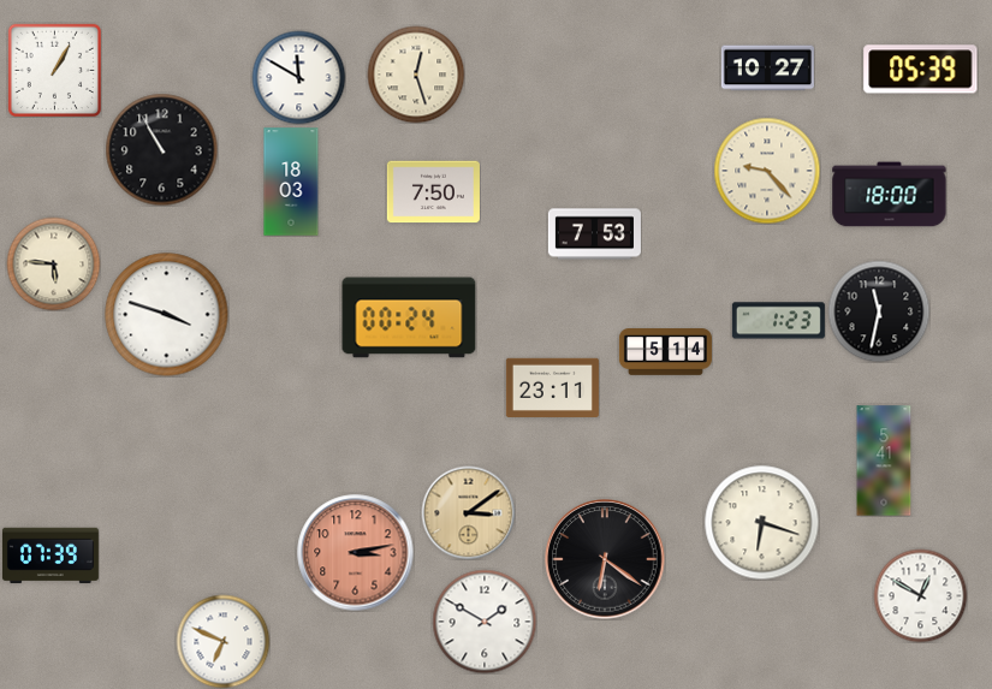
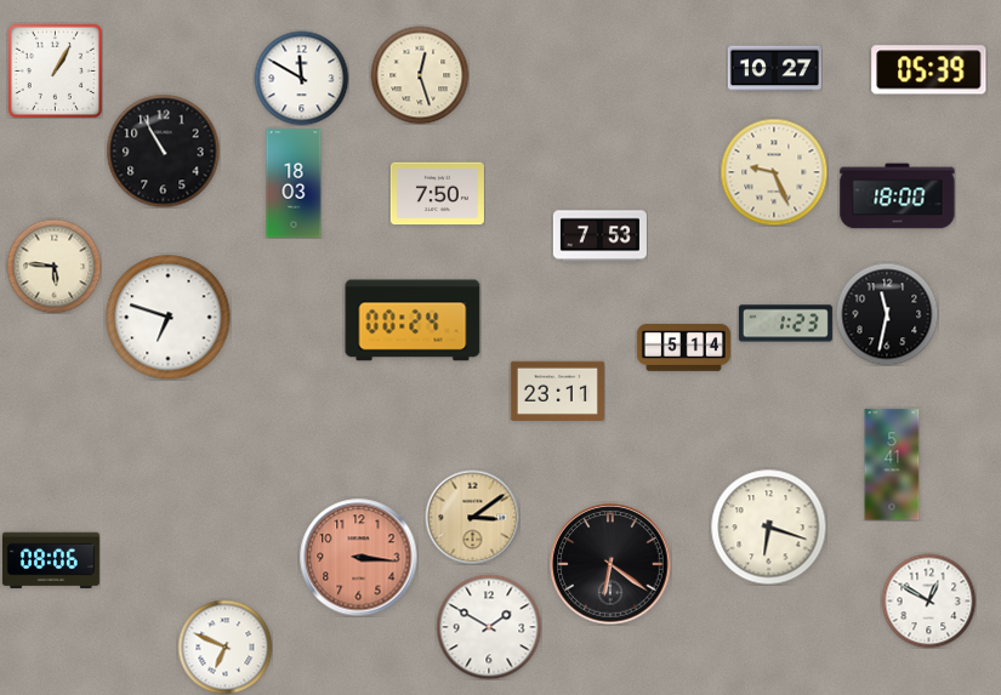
clock at (767, 171): 9:23 -> 9:26
clock at (167, 315): 3:48 -> 6:48
clock at (665, 352) position: (665, 352) -> (683, 348)
clock at (356, 553): 3:13 -> 3:16
clock at (51, 556): 07:39 -> 08:06
